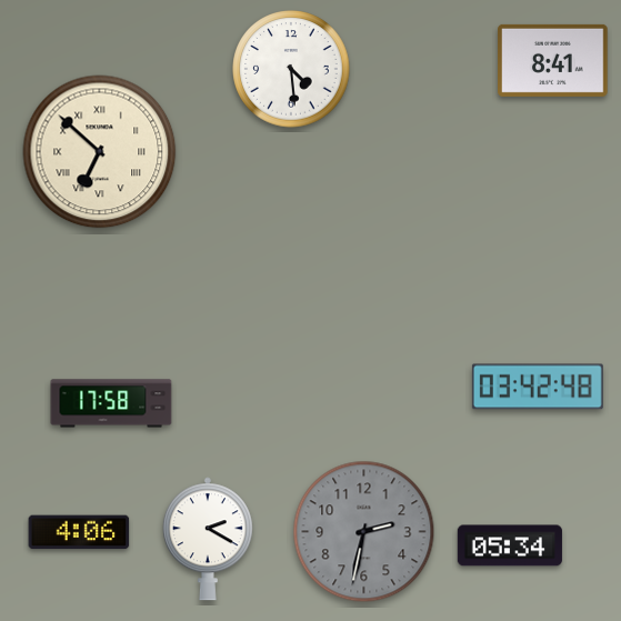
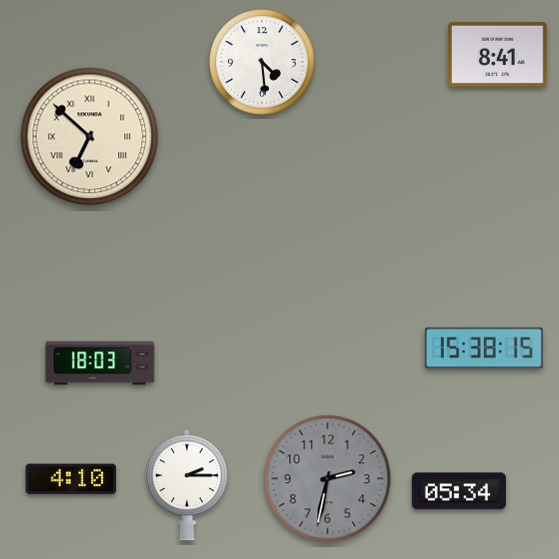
clock at (538, 387): 03:42 -> 15:38
clock at (111, 403): 17:58 -> 18:03
clock at (79, 532): 4:06 -> 4:10
clock at (208, 539): 2:20 -> 2:15
